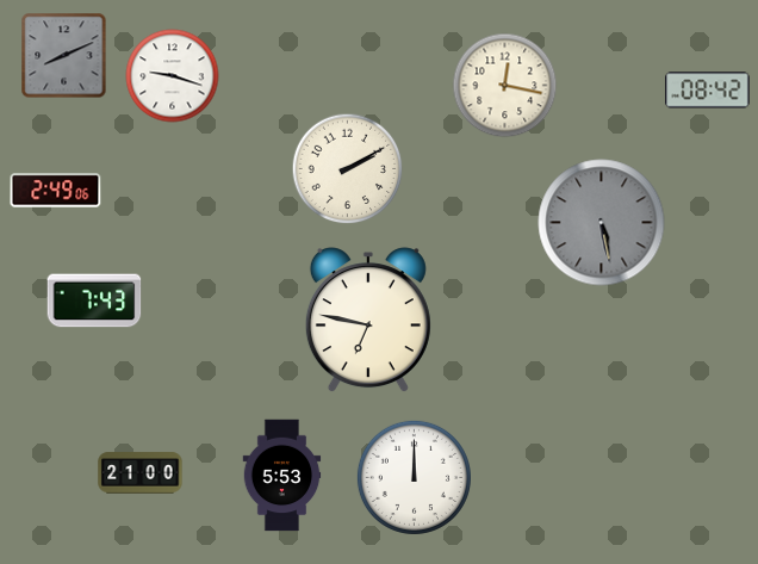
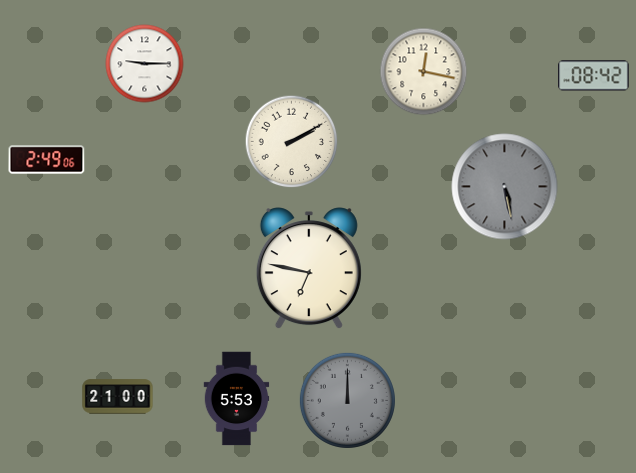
clock at (64, 56): 8:11 -> none
clock at (173, 76): 9:18 -> 9:15
clock at (94, 300): 7:43 -> none
clock at (414, 477) dial: white -> grey
